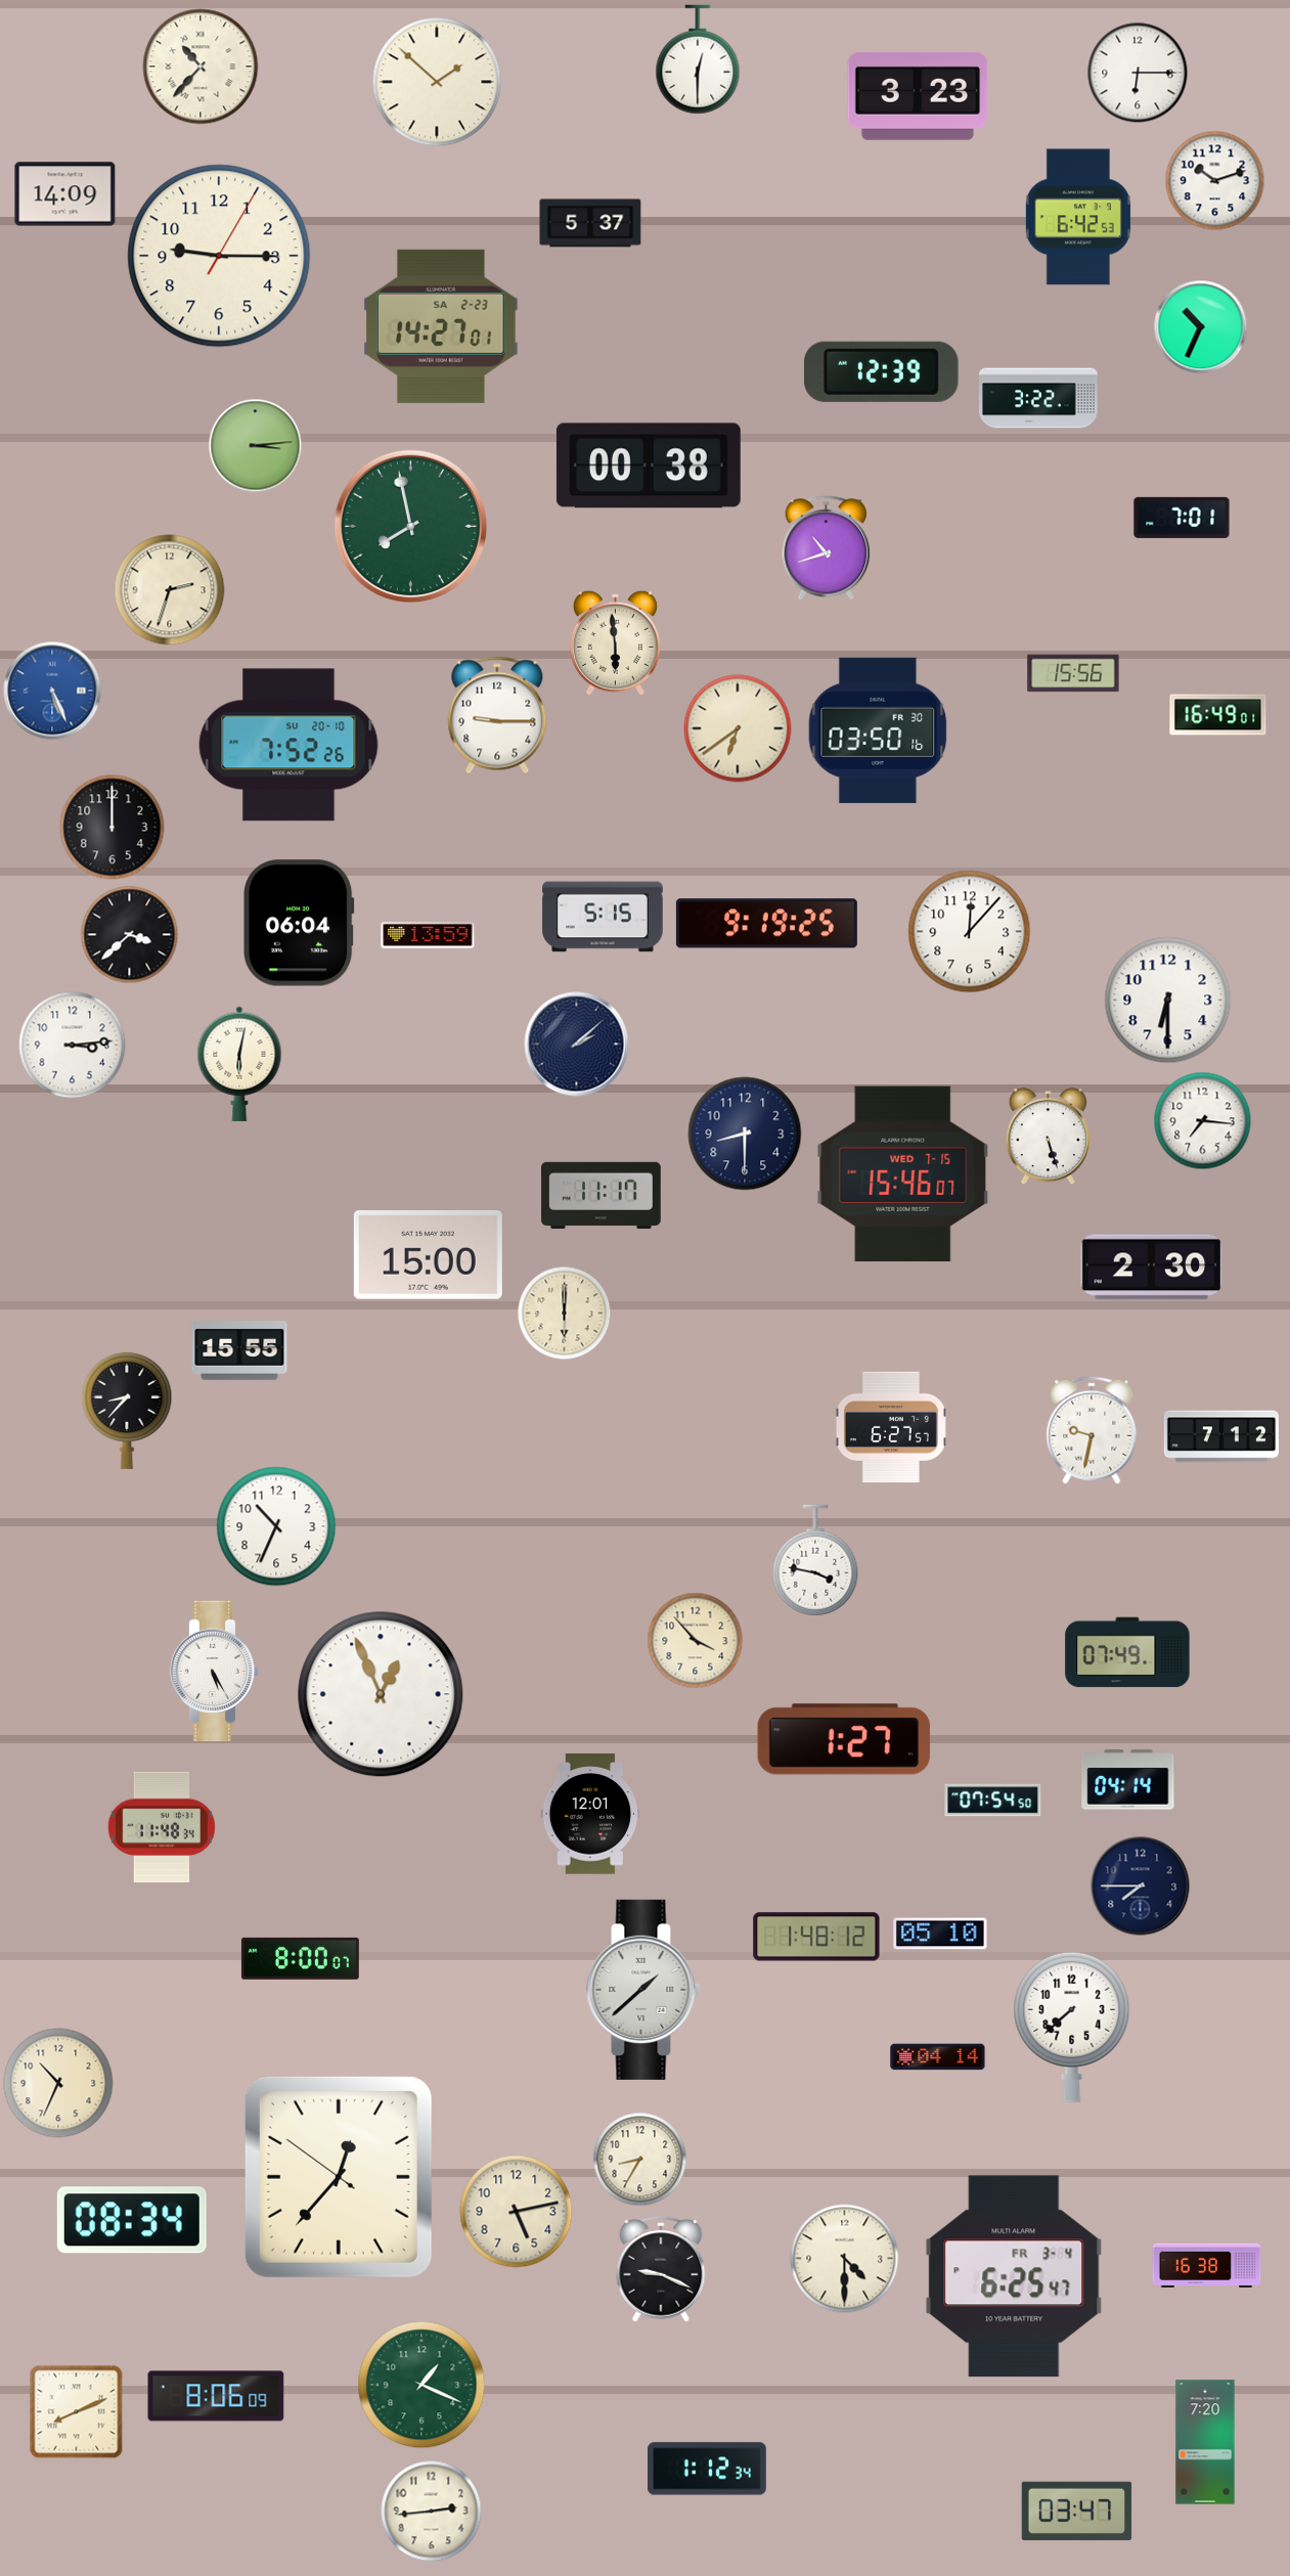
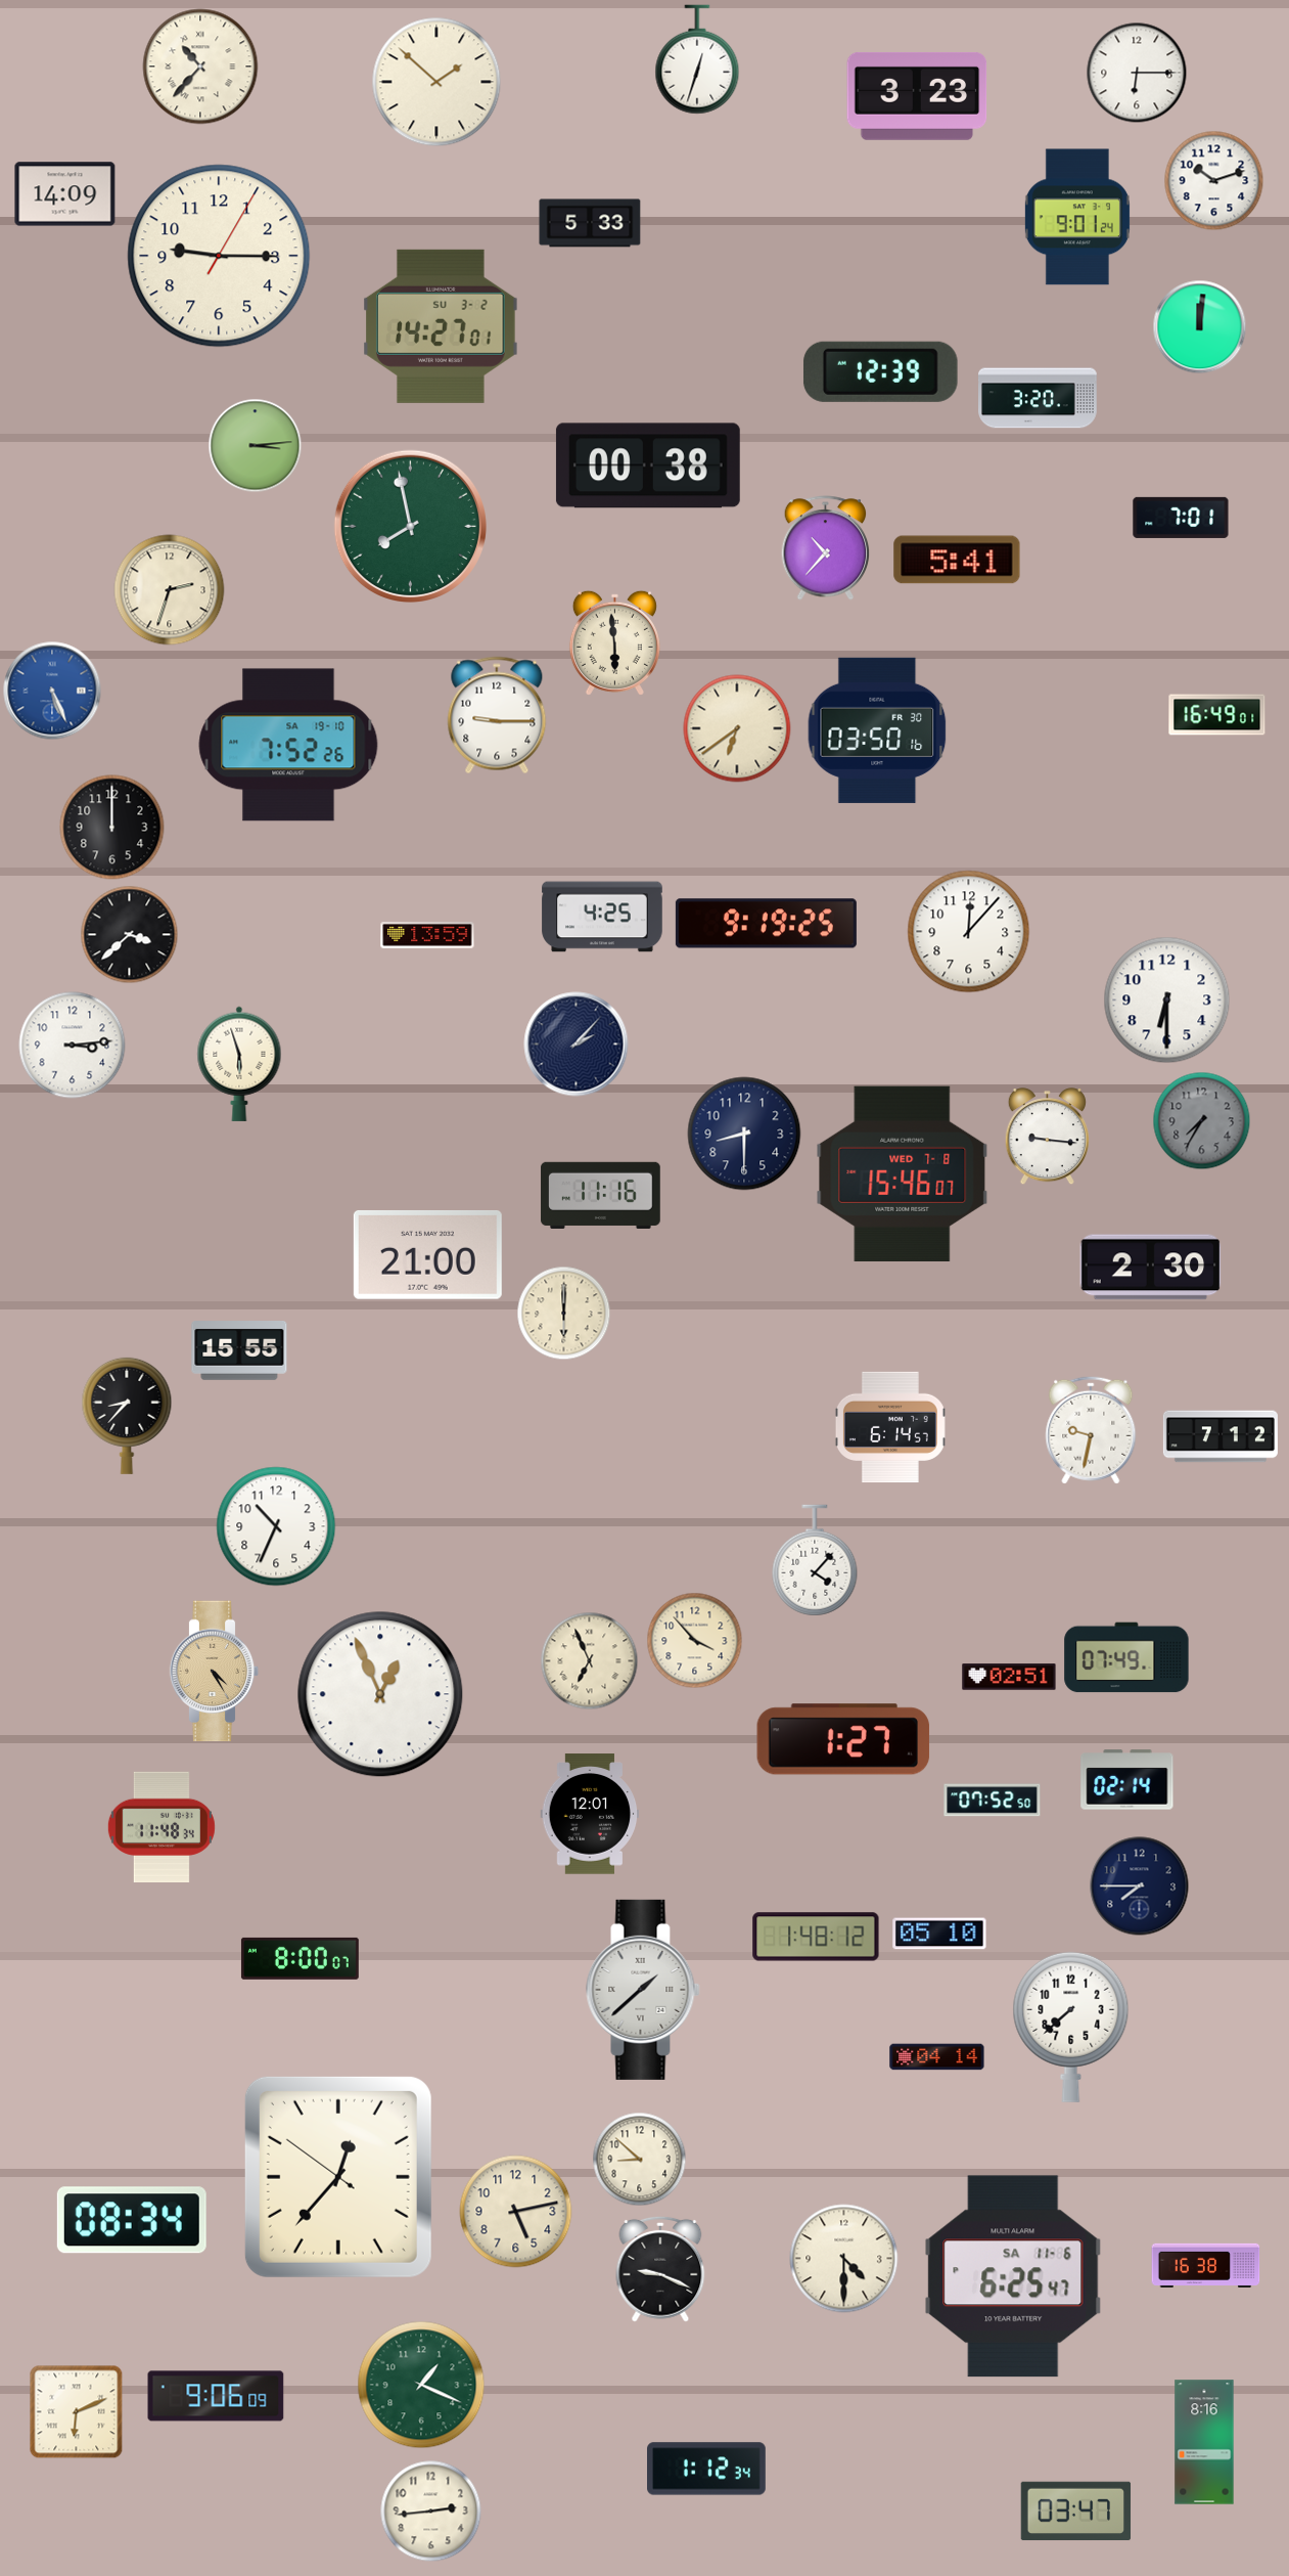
clock at (698, 59): 12:30 -> 12:33
clock at (1078, 217): 6:42 -> 9:01
clock at (590, 223): 5:37 -> 5:33
clock at (441, 326) date: SA 2-23 -> SU 3-2
clock at (1201, 327): 10:34 -> 12:01
clock at (1039, 398): 3:22 -> 3:20
clock at (827, 548): 10:42 -> 10:37
clock at (957, 560): none -> 5:41
clock at (1073, 673): 15:56 -> none
clock at (288, 745) date: SU 20-10 -> SA 19-10
clock at (603, 917): 5:15 -> 4:25
clock at (299, 923): 06:04 -> none
clock at (577, 1045): 2:08 -> 2:07
clock at (239, 1064): 6:02 -> 5:57
clock at (1203, 1121): 7:16 -> 7:35
clock at (1203, 1121) dial: white -> grey
clock at (1048, 1137): 5:27 -> 9:16
clock at (903, 1173) date: WED 7-15 -> WED 7-8
clock at (602, 1195): 11:17 -> 11:16
clock at (428, 1254): 15:00 -> 21:00
clock at (127, 1411) position: (127, 1411) -> (127, 1416)
clock at (891, 1427): 6:27 -> 6:14
clock at (815, 1560): 3:47 -> 4:07
clock at (1127, 1652) position: (1127, 1652) -> (1126, 1657)
clock at (590, 1661): none -> 6:56
clock at (215, 1672): 5:25 -> 4:25
clock at (215, 1672) dial: white -> champagne
clock at (1009, 1677): none -> 02:51
clock at (1128, 1780): 04:14 -> 02:14
clock at (993, 1801): 07:54 -> 07:52
clock at (58, 2083): 10:34 -> none
clock at (640, 2160): 8:35 -> 8:52
clock at (1014, 2276) date: FR 3-4 -> SA 11-6
clock at (216, 2396): 8:06 -> 9:06
clock at (77, 2412): 8:11 -> 6:11
clock at (1205, 2442): 7:20 -> 8:16
